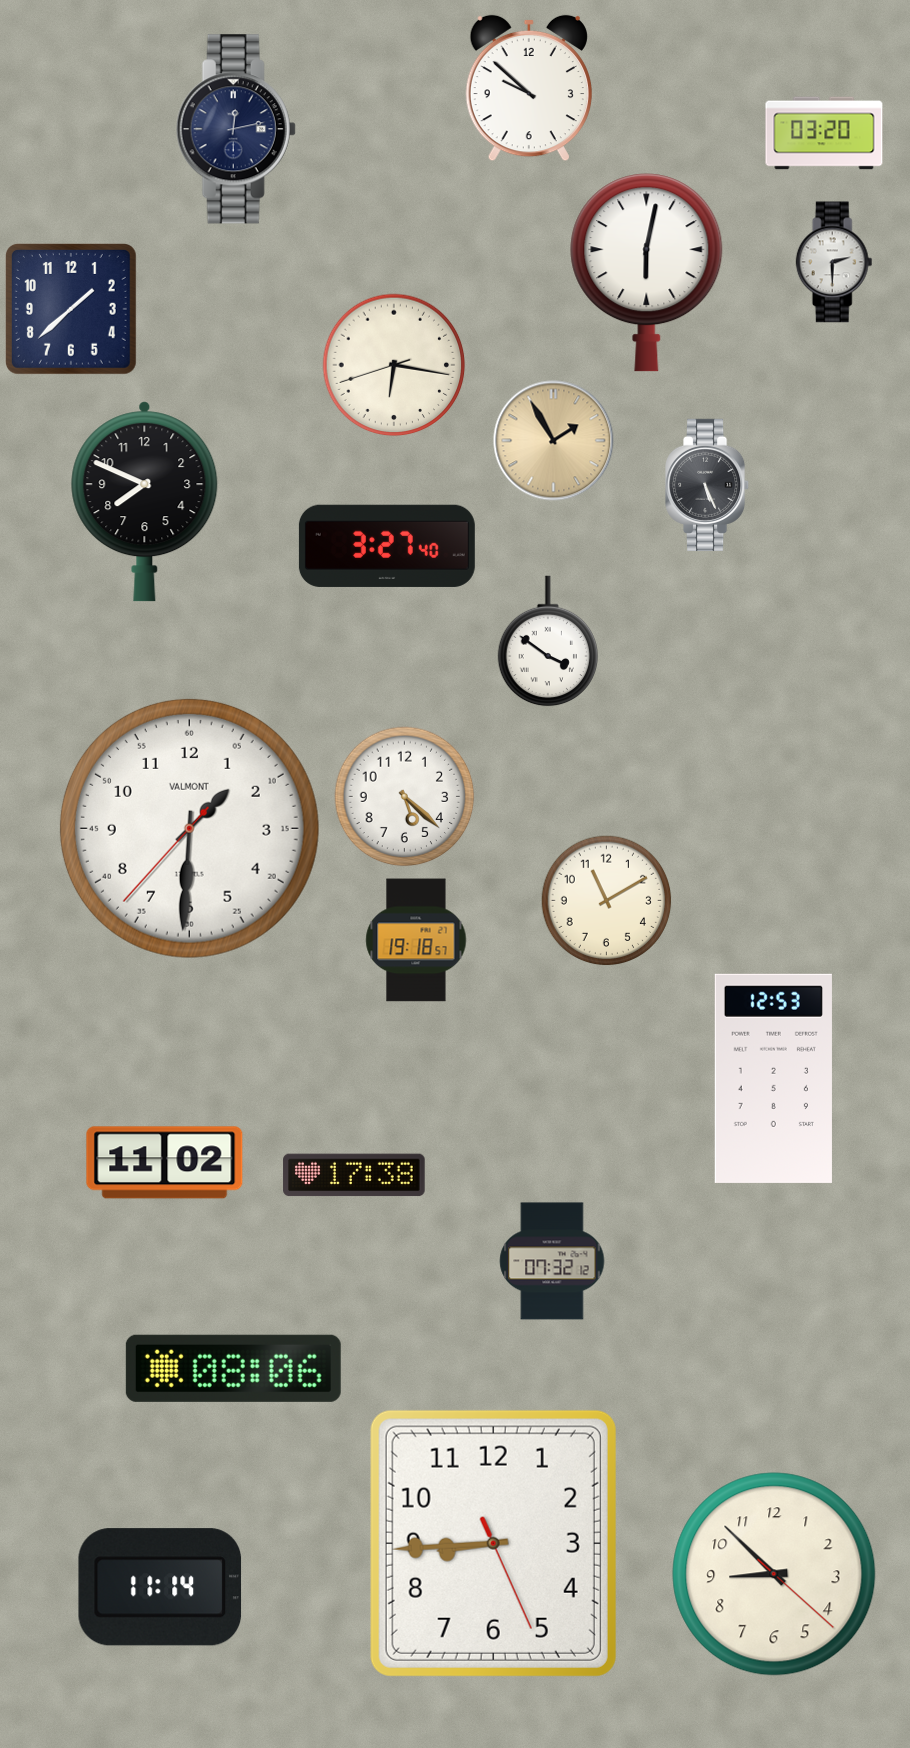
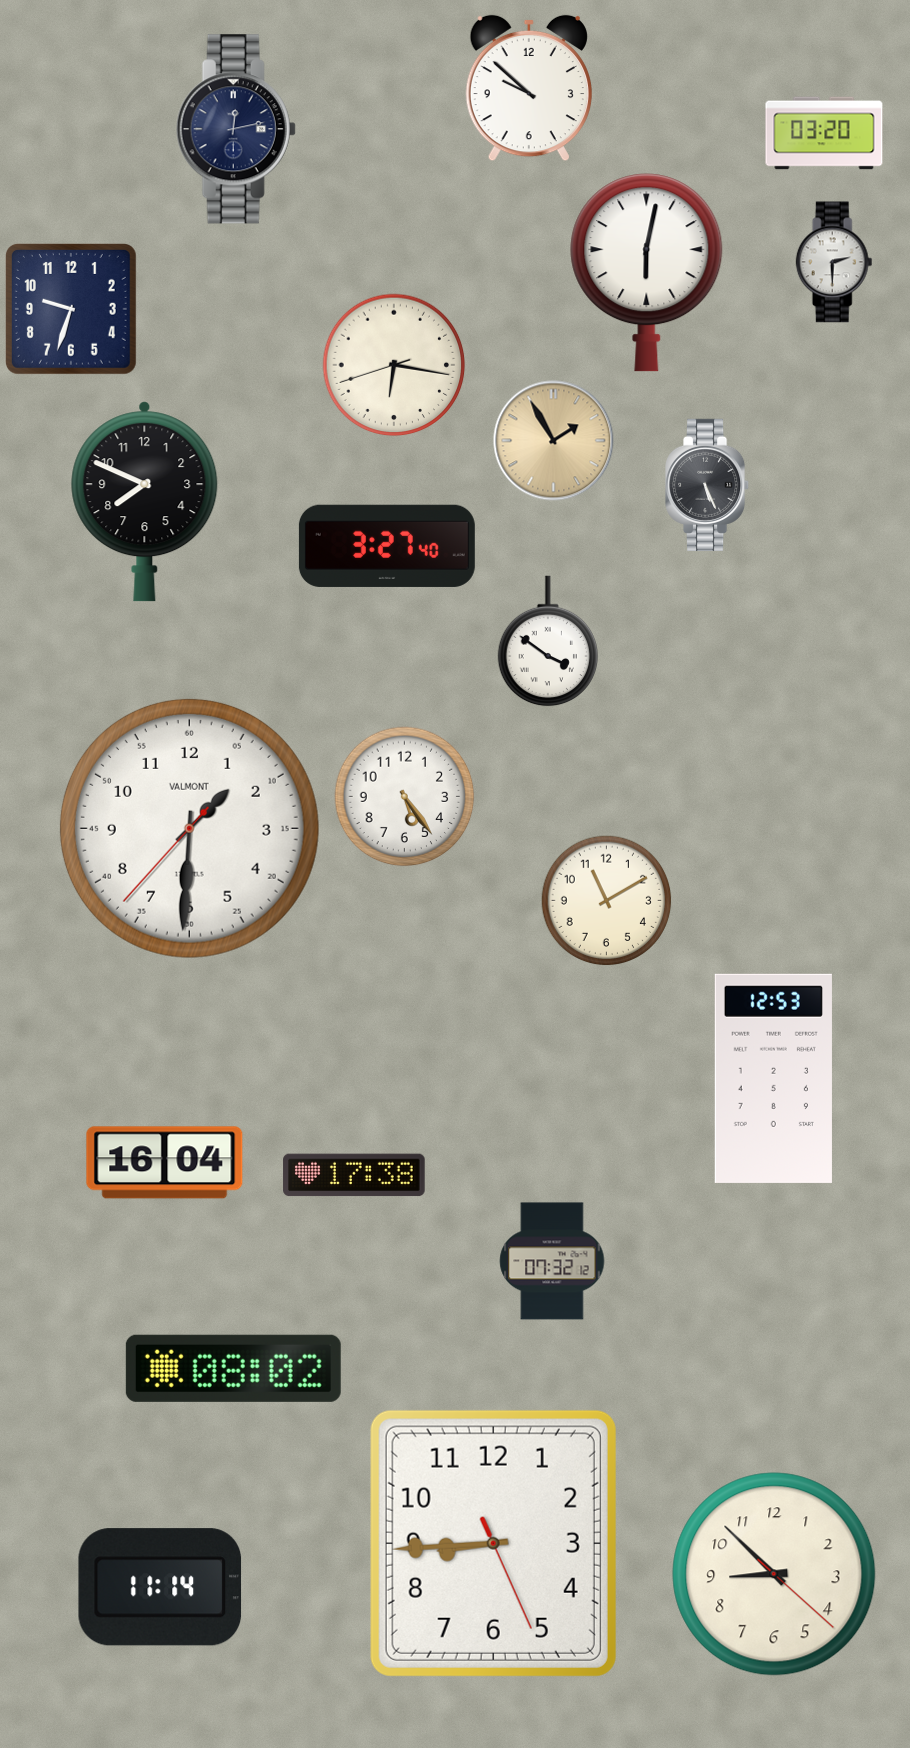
clock at (71, 309): 1:38 -> 9:33
clock at (405, 797): 5:22 -> 5:24
clock at (416, 940): 19:18 -> none
clock at (165, 1163): 11:02 -> 16:04
clock at (233, 1368): 08:06 -> 08:02
